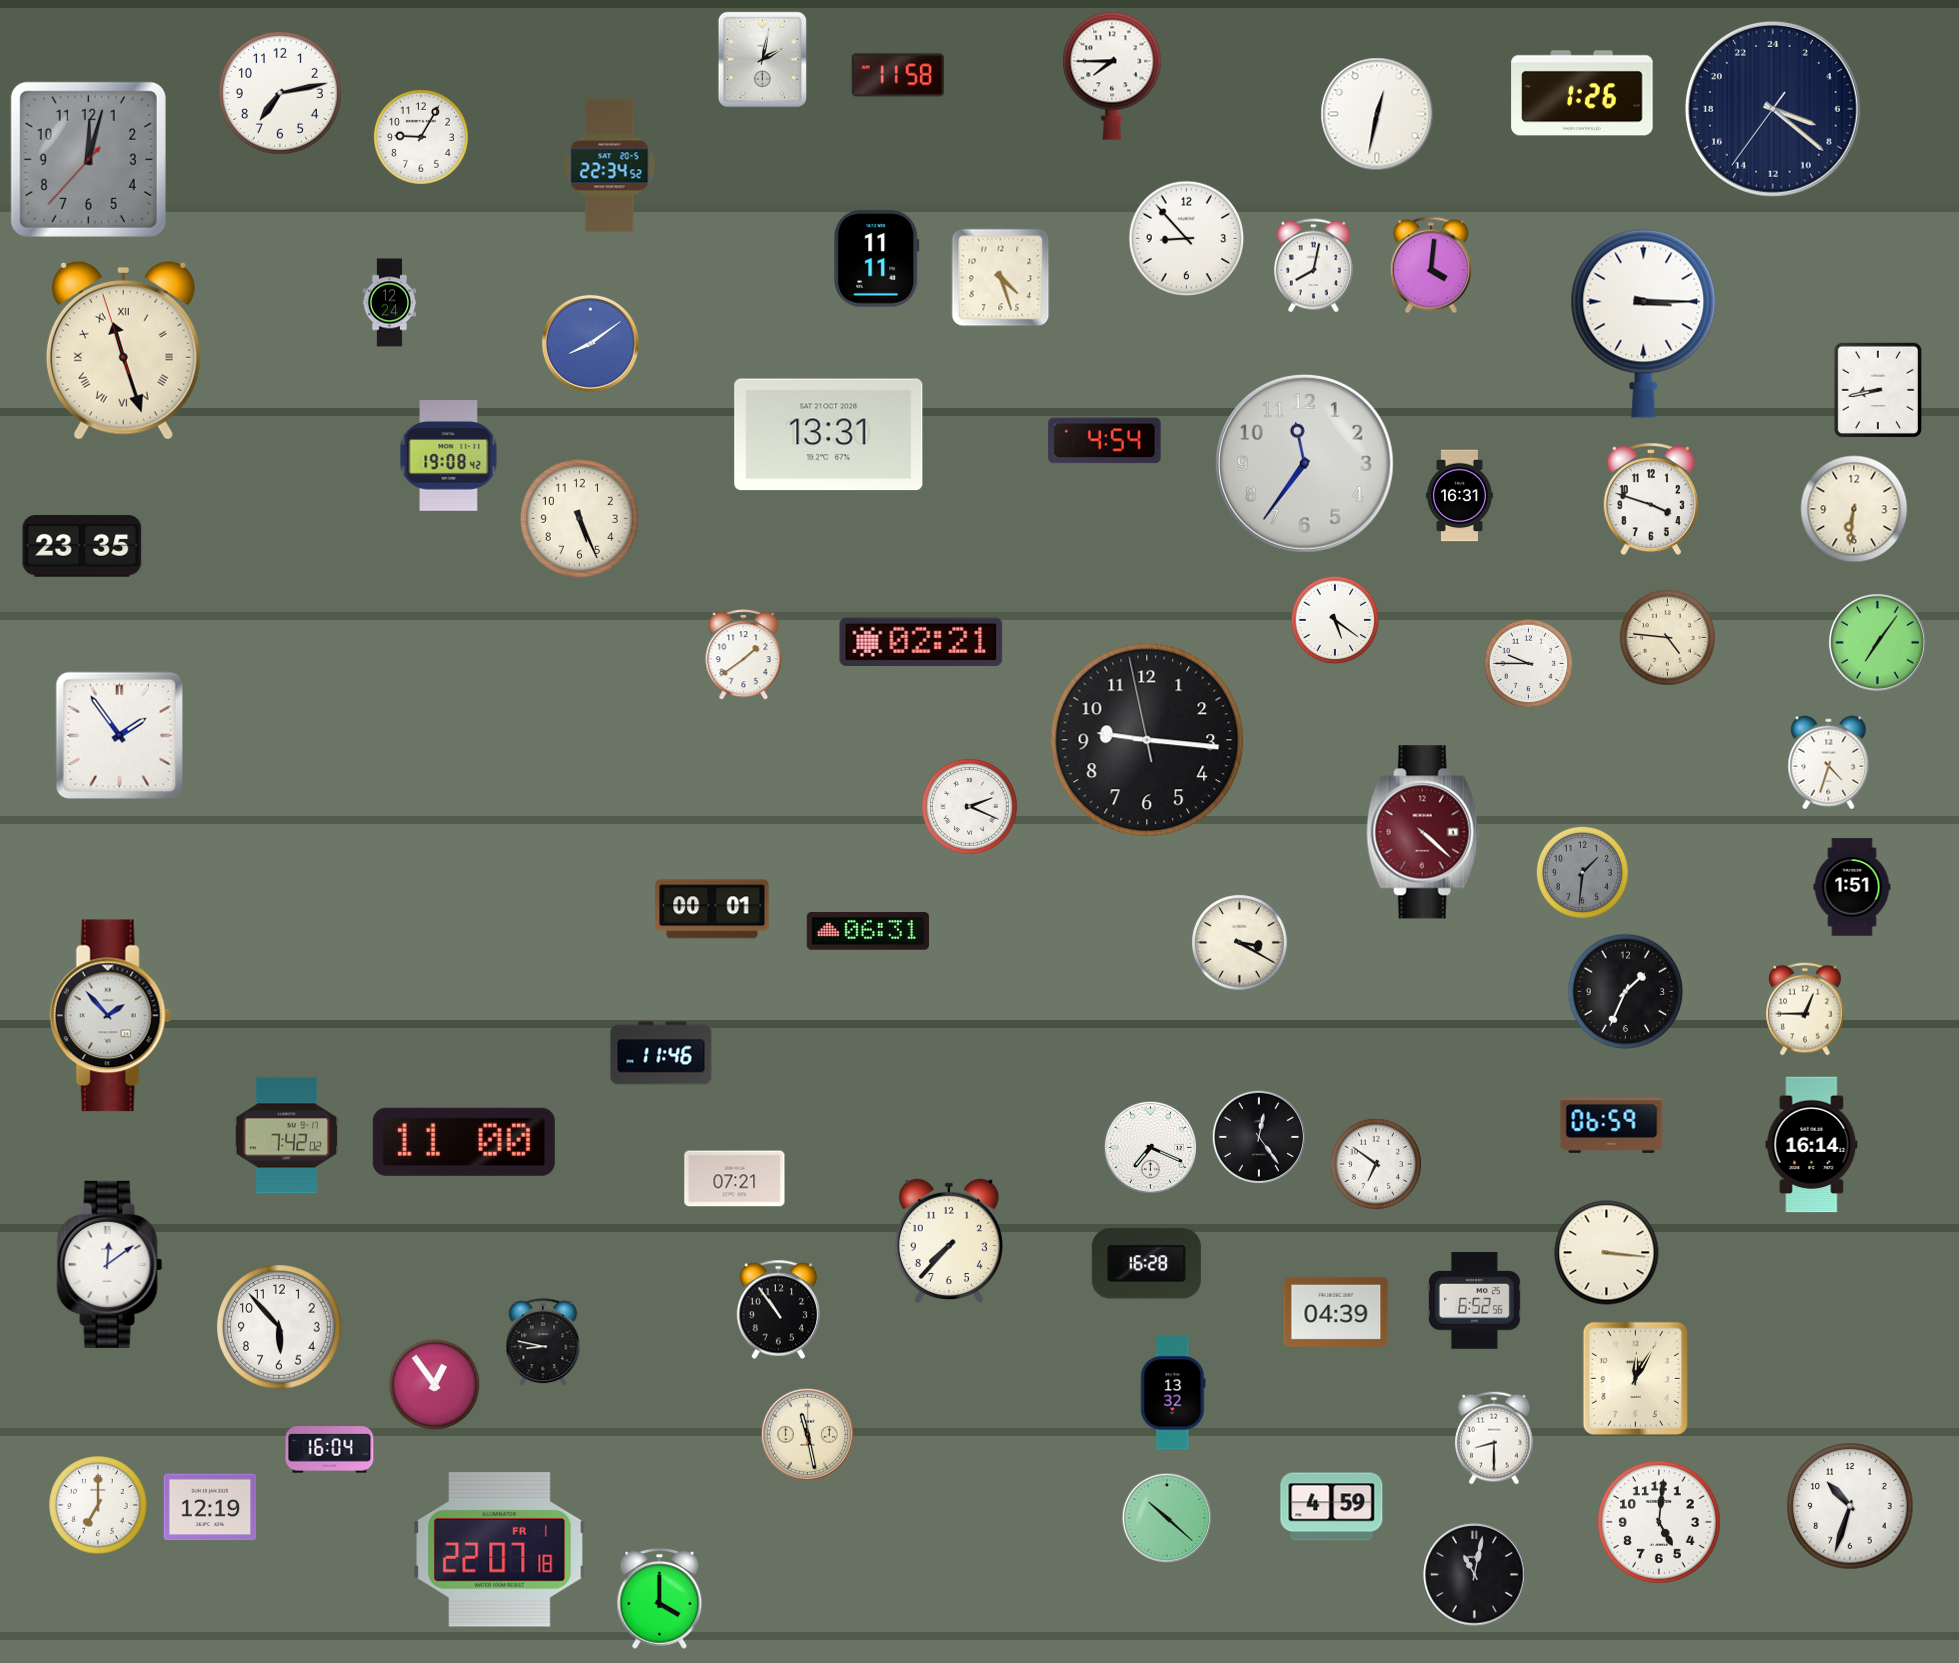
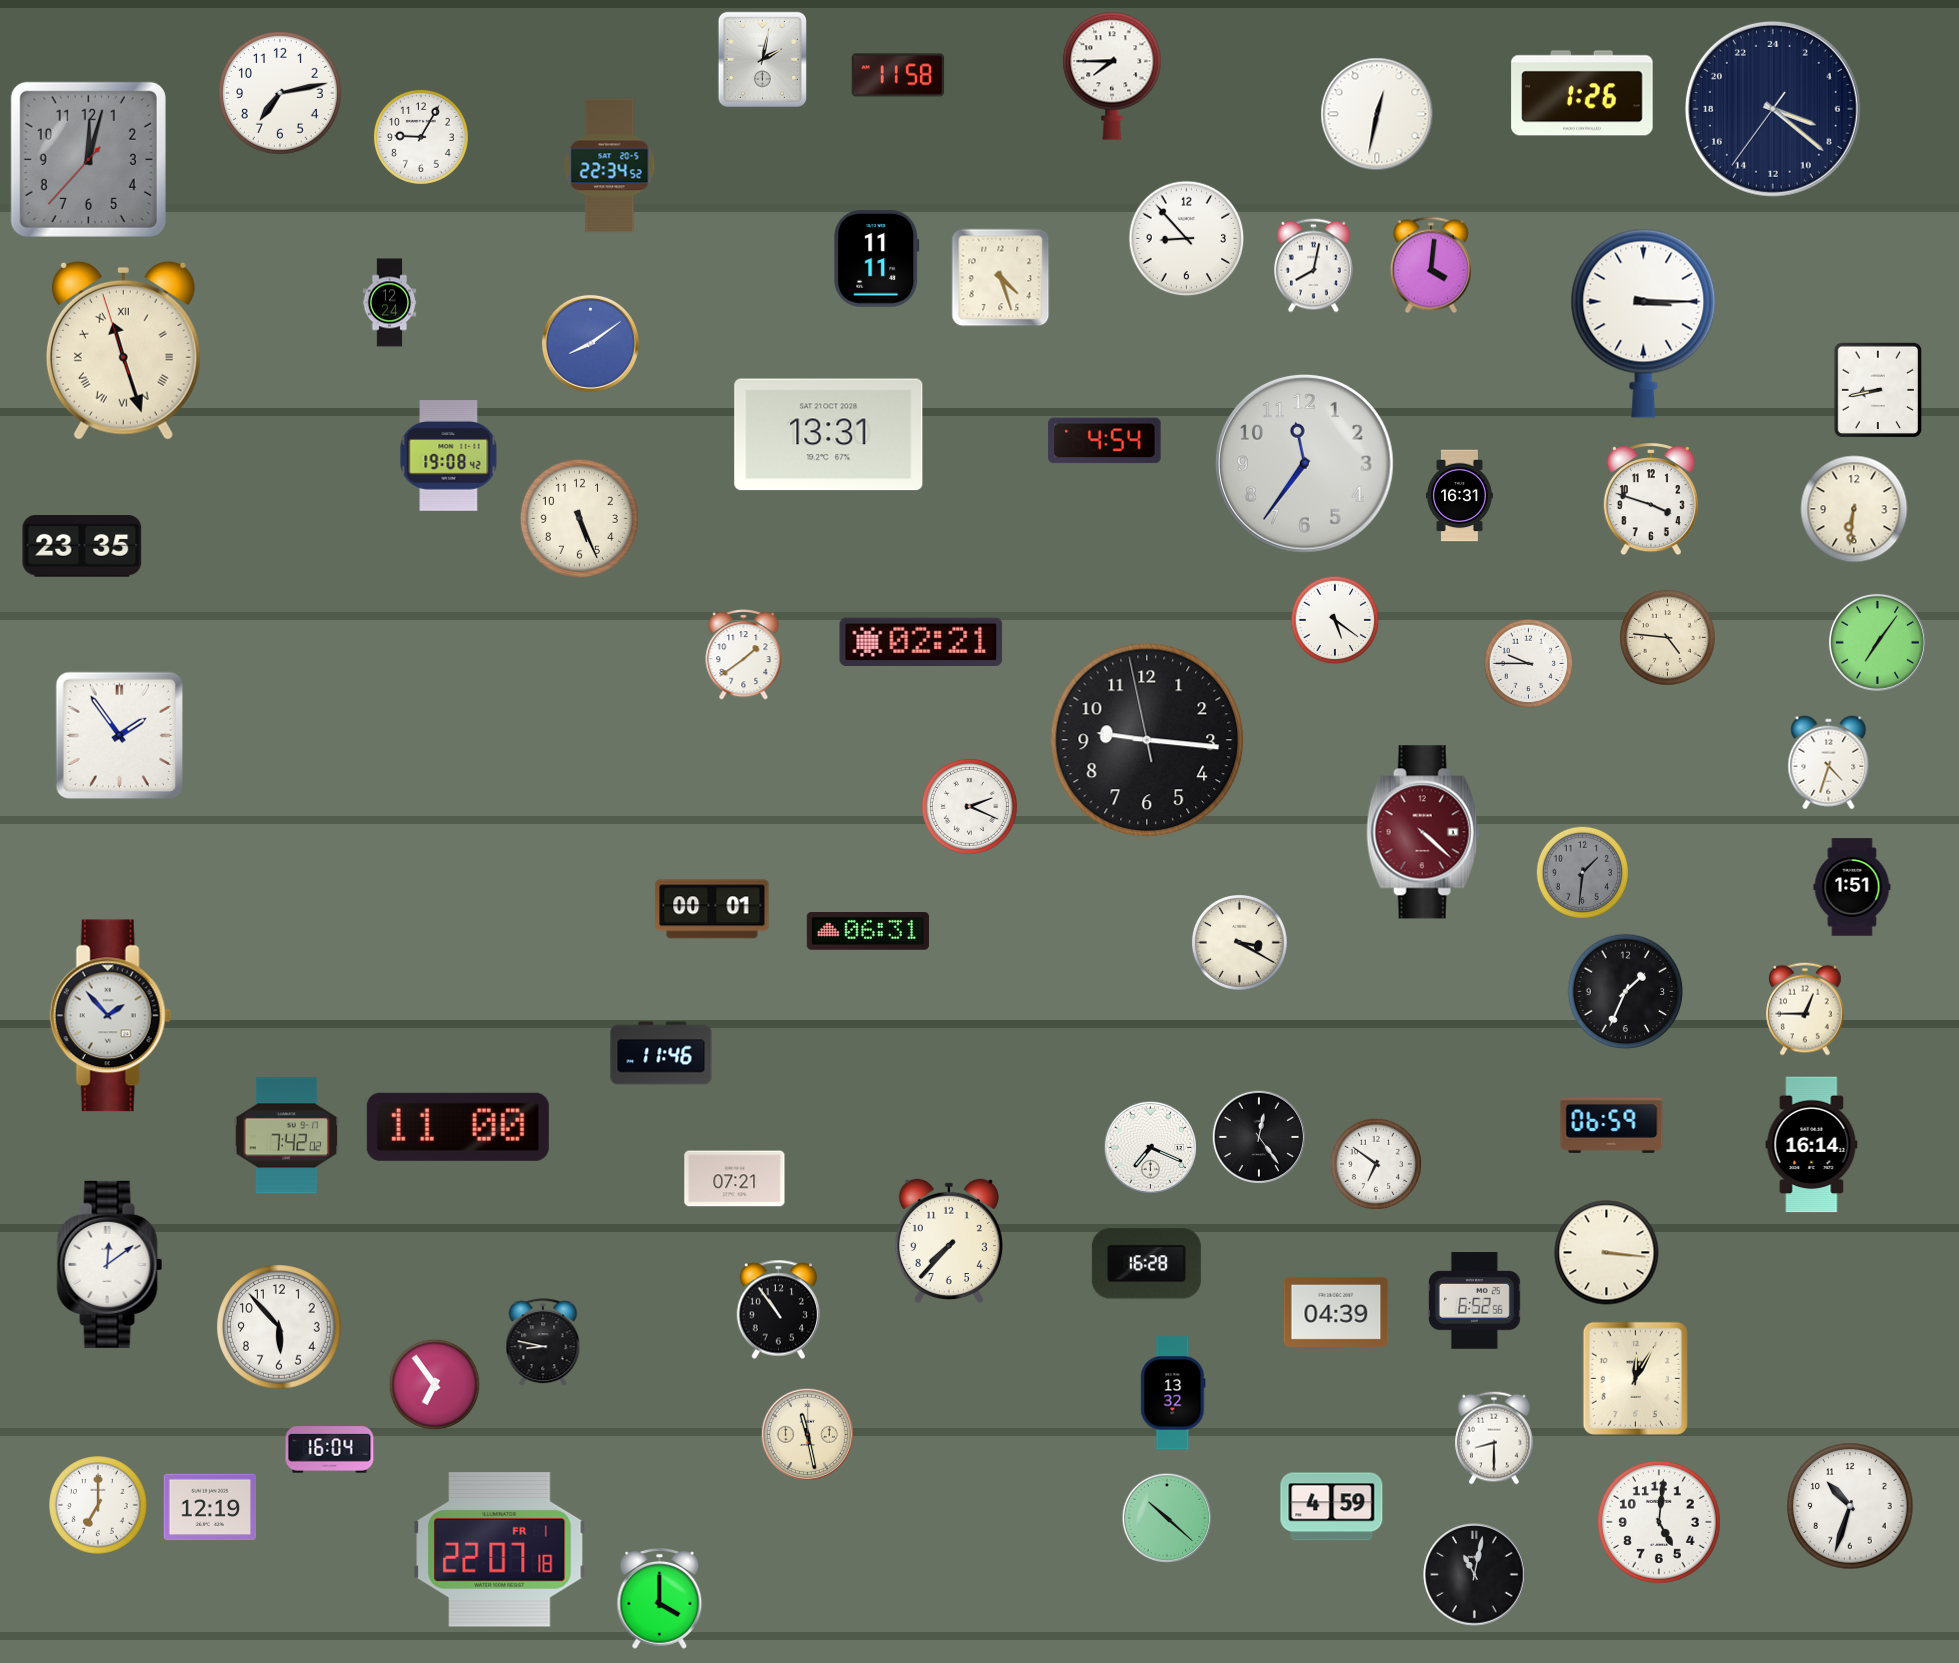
clock at (464, 1142) position: (464, 1142) -> (458, 1127)
clock at (435, 1385): 12:54 -> 6:54
